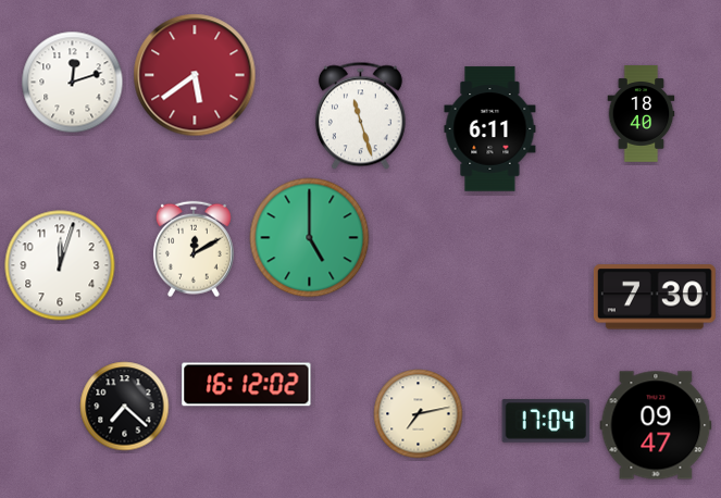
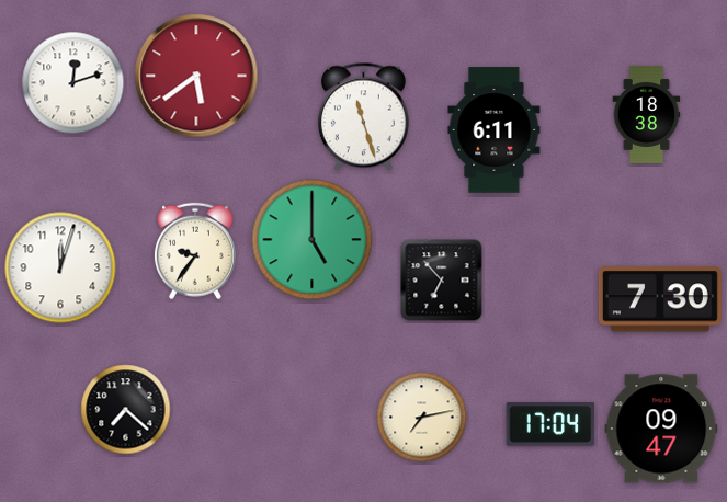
clock at (642, 114): 18:40 -> 18:38
clock at (194, 249): 12:10 -> 9:36
clock at (442, 281): none -> 6:53
clock at (247, 385): 16:12 -> none
